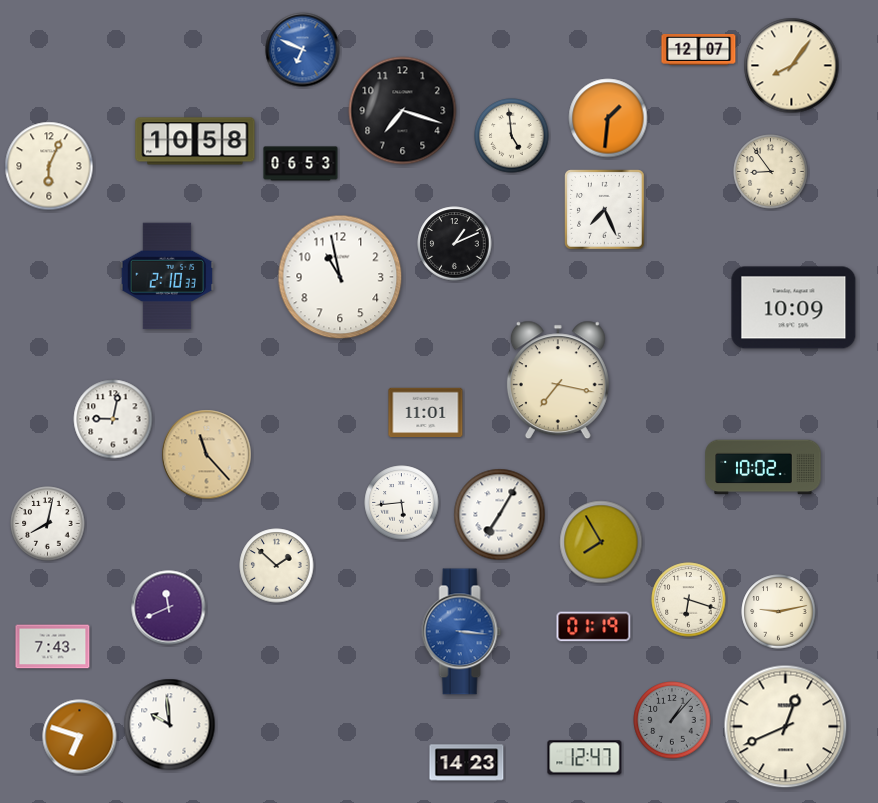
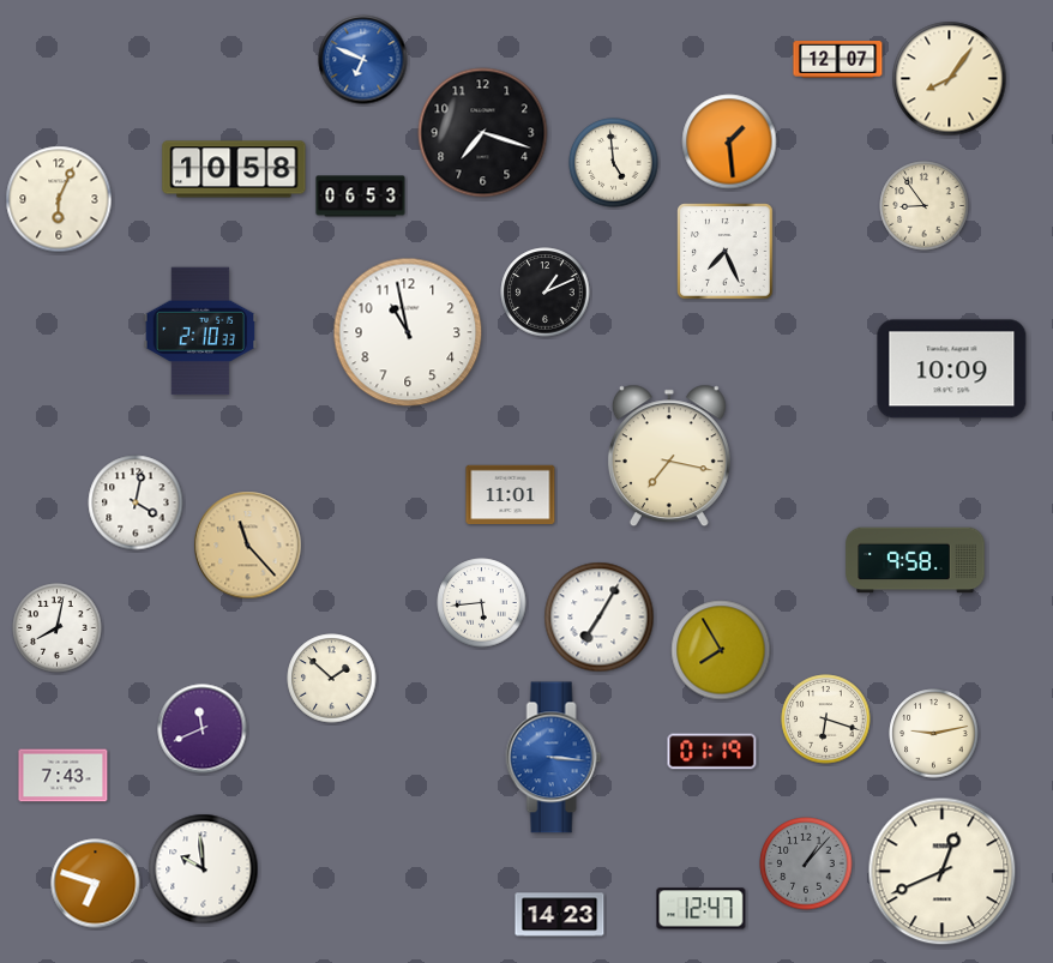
clock at (608, 118): 1:31 -> 1:29
clock at (113, 419): 9:02 -> 4:02
clock at (763, 467): 10:02 -> 9:58
